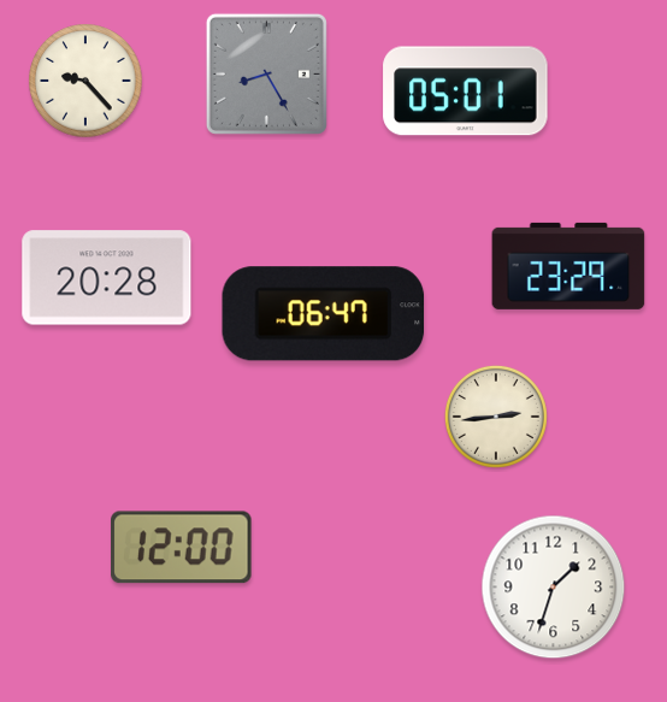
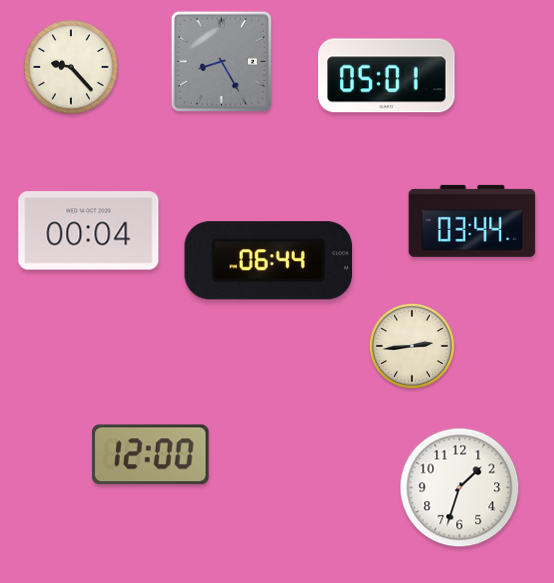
clock at (568, 266): 23:29 -> 03:44
clock at (107, 278): 20:28 -> 00:04
clock at (324, 314): 06:47 -> 06:44
